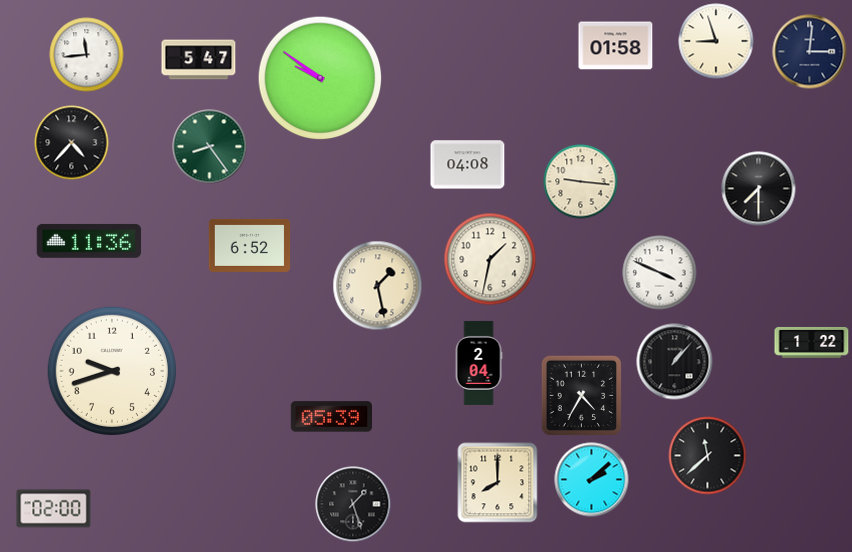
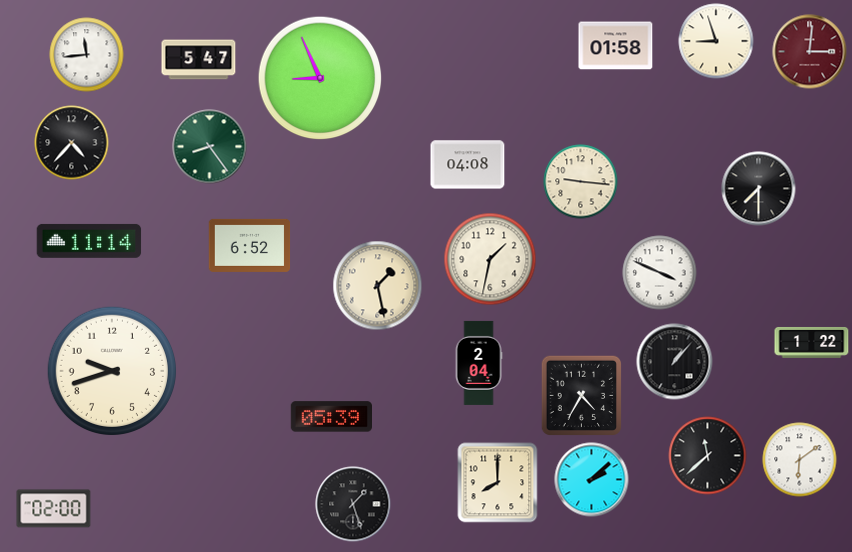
clock at (810, 52) dial: navy -> burgundy
clock at (320, 78): 9:51 -> 8:56
clock at (89, 241): 11:36 -> 11:14
clock at (800, 460): none -> 6:09
